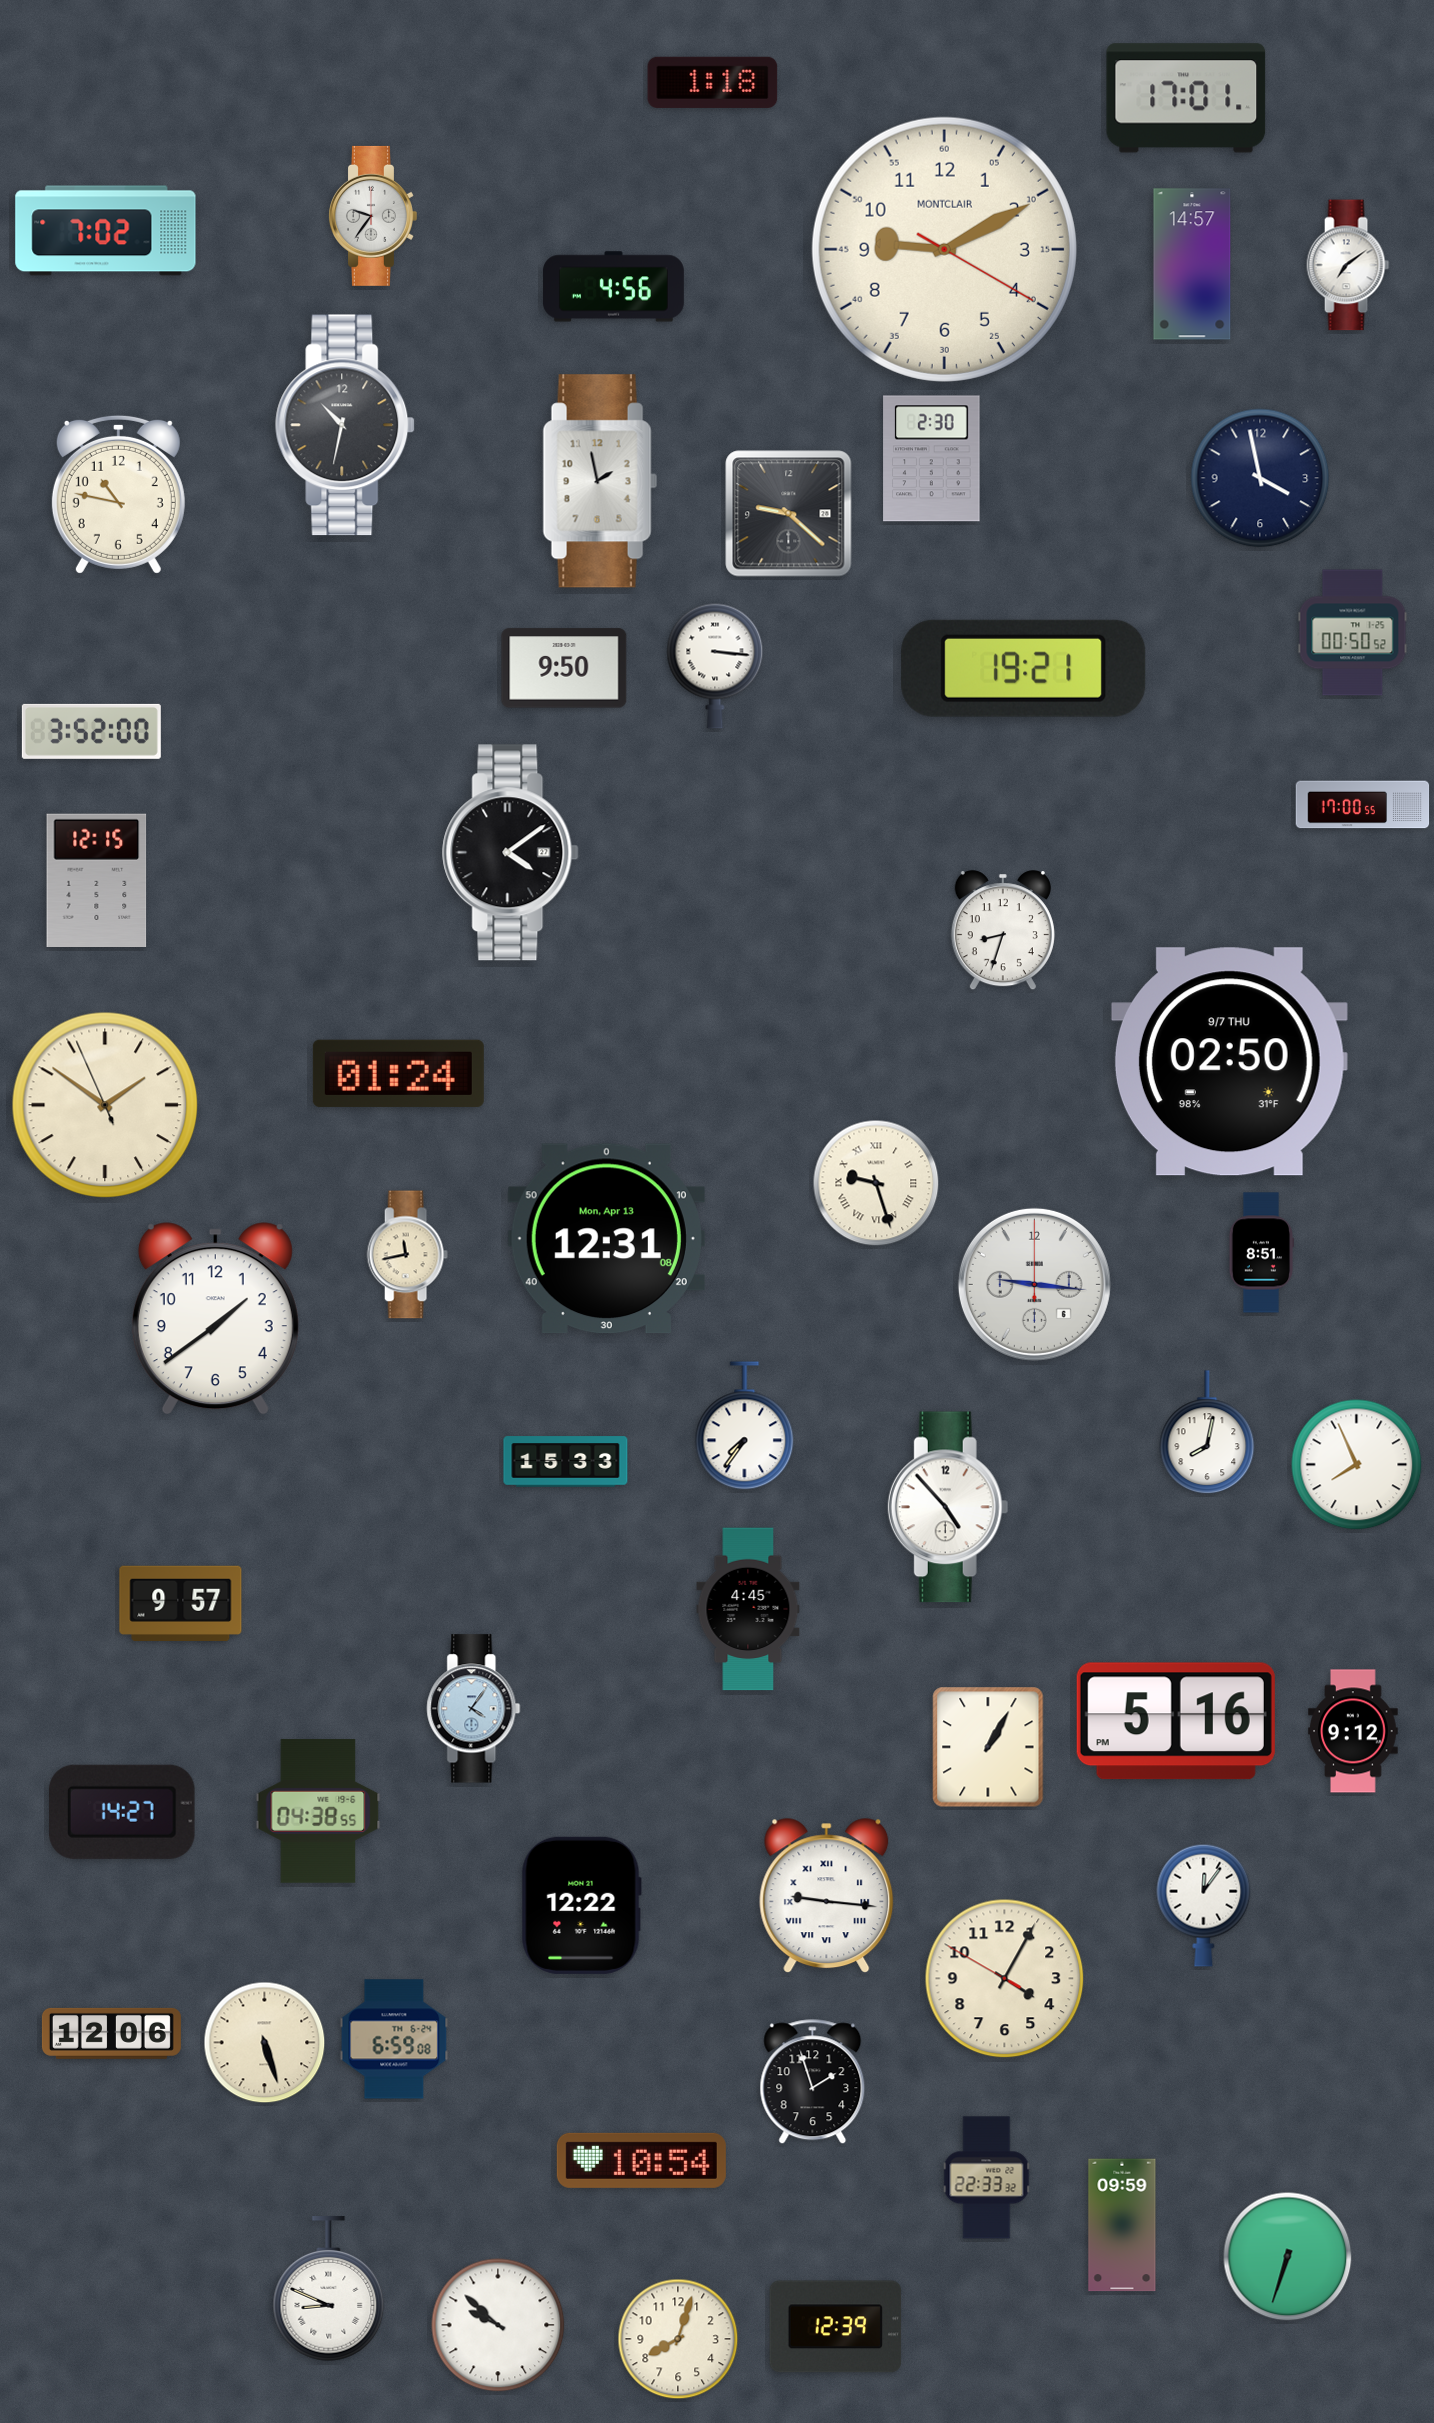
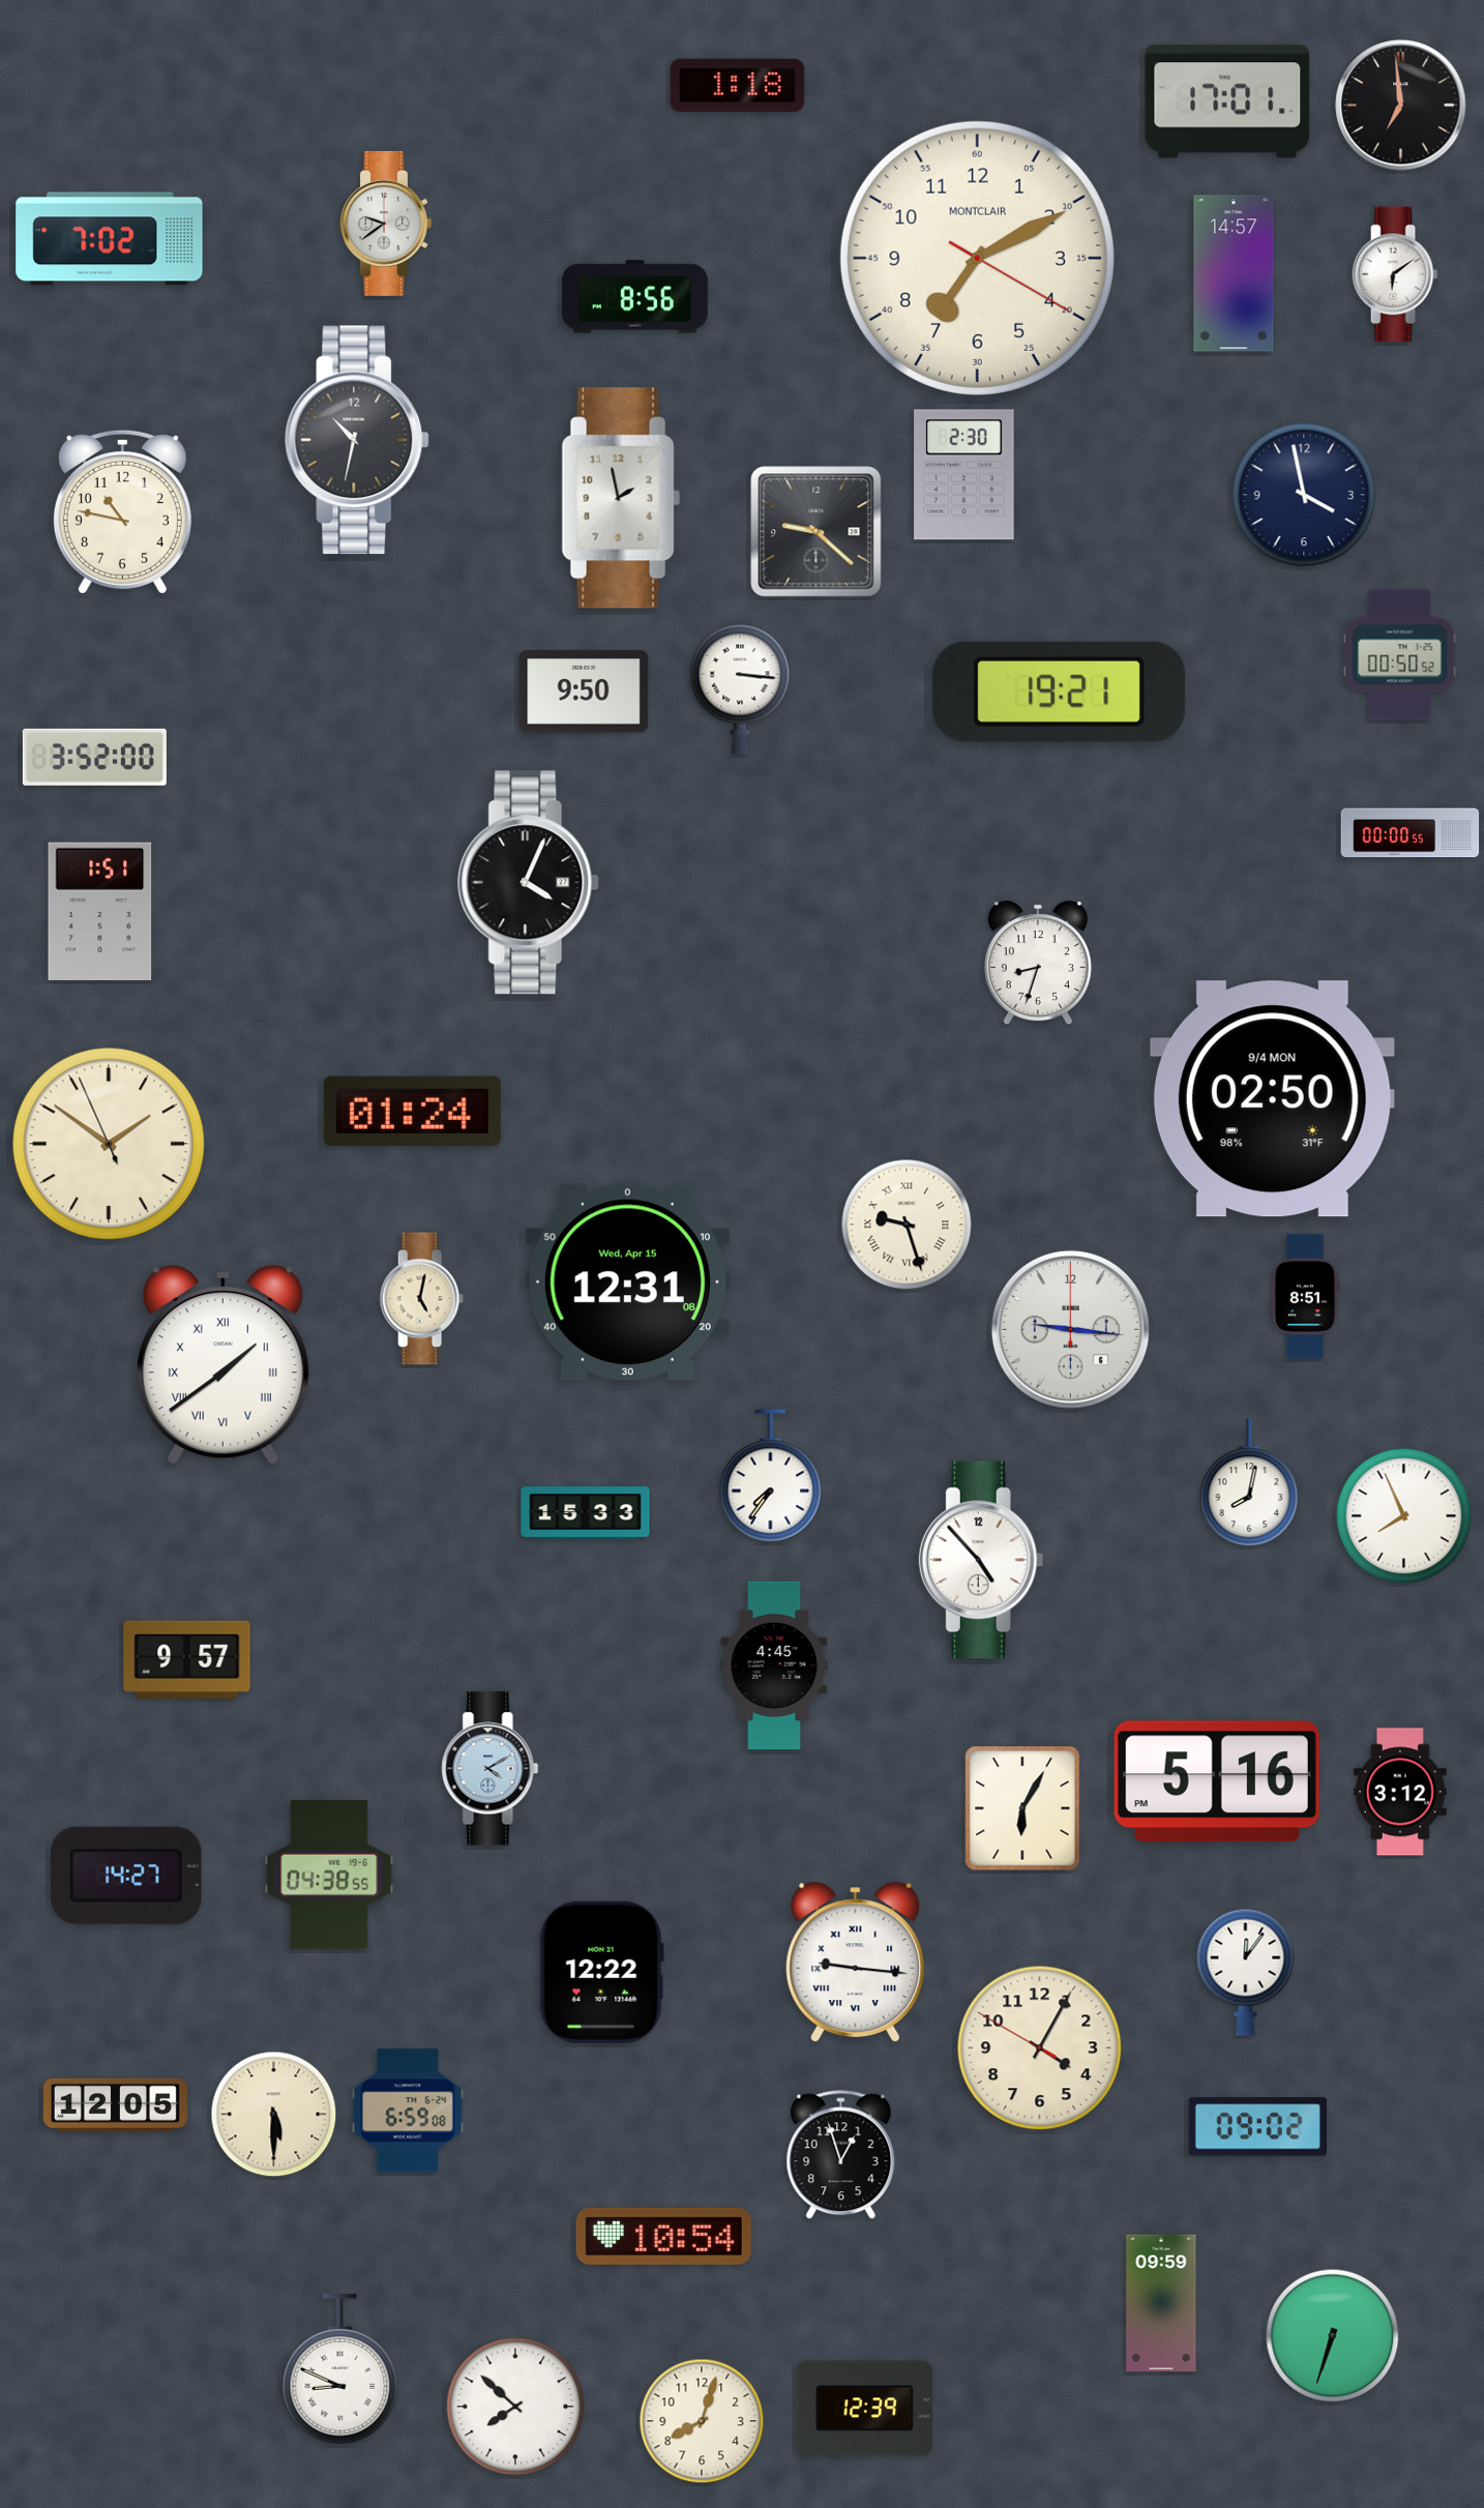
clock at (1401, 106): none -> 6:59
clock at (372, 216): 9:36 -> 9:39
clock at (944, 249): 9:10 -> 7:10
clock at (1348, 265): 7:09 -> 6:09
clock at (613, 287): 4:56 -> 8:56
clock at (1363, 805): 17:00 -> 00:00
clock at (511, 853): 4:09 -> 4:04
clock at (97, 880): 12:15 -> 1:51
clock at (1229, 1062) date: 9/7 THU -> 9/4 MON
clock at (606, 1239) date: Mon, Apr 13 -> Wed, Apr 15
clock at (407, 1255): 11:43 -> 5:02
clock at (215, 1319) numerals: Arabic -> Roman
clock at (474, 1709): 4:06 -> 4:10
clock at (1353, 1731): 9:12 -> 3:12
clock at (988, 1747): 1:05 -> 6:05
clock at (111, 2033): 12:06 -> 12:05
clock at (265, 2043): 5:27 -> 5:30
clock at (1257, 2127): none -> 09:02
clock at (813, 2082): 1:57 -> 12:57
clock at (987, 2178): 22:33 -> none
clock at (498, 2325): 9:52 -> 7:52
